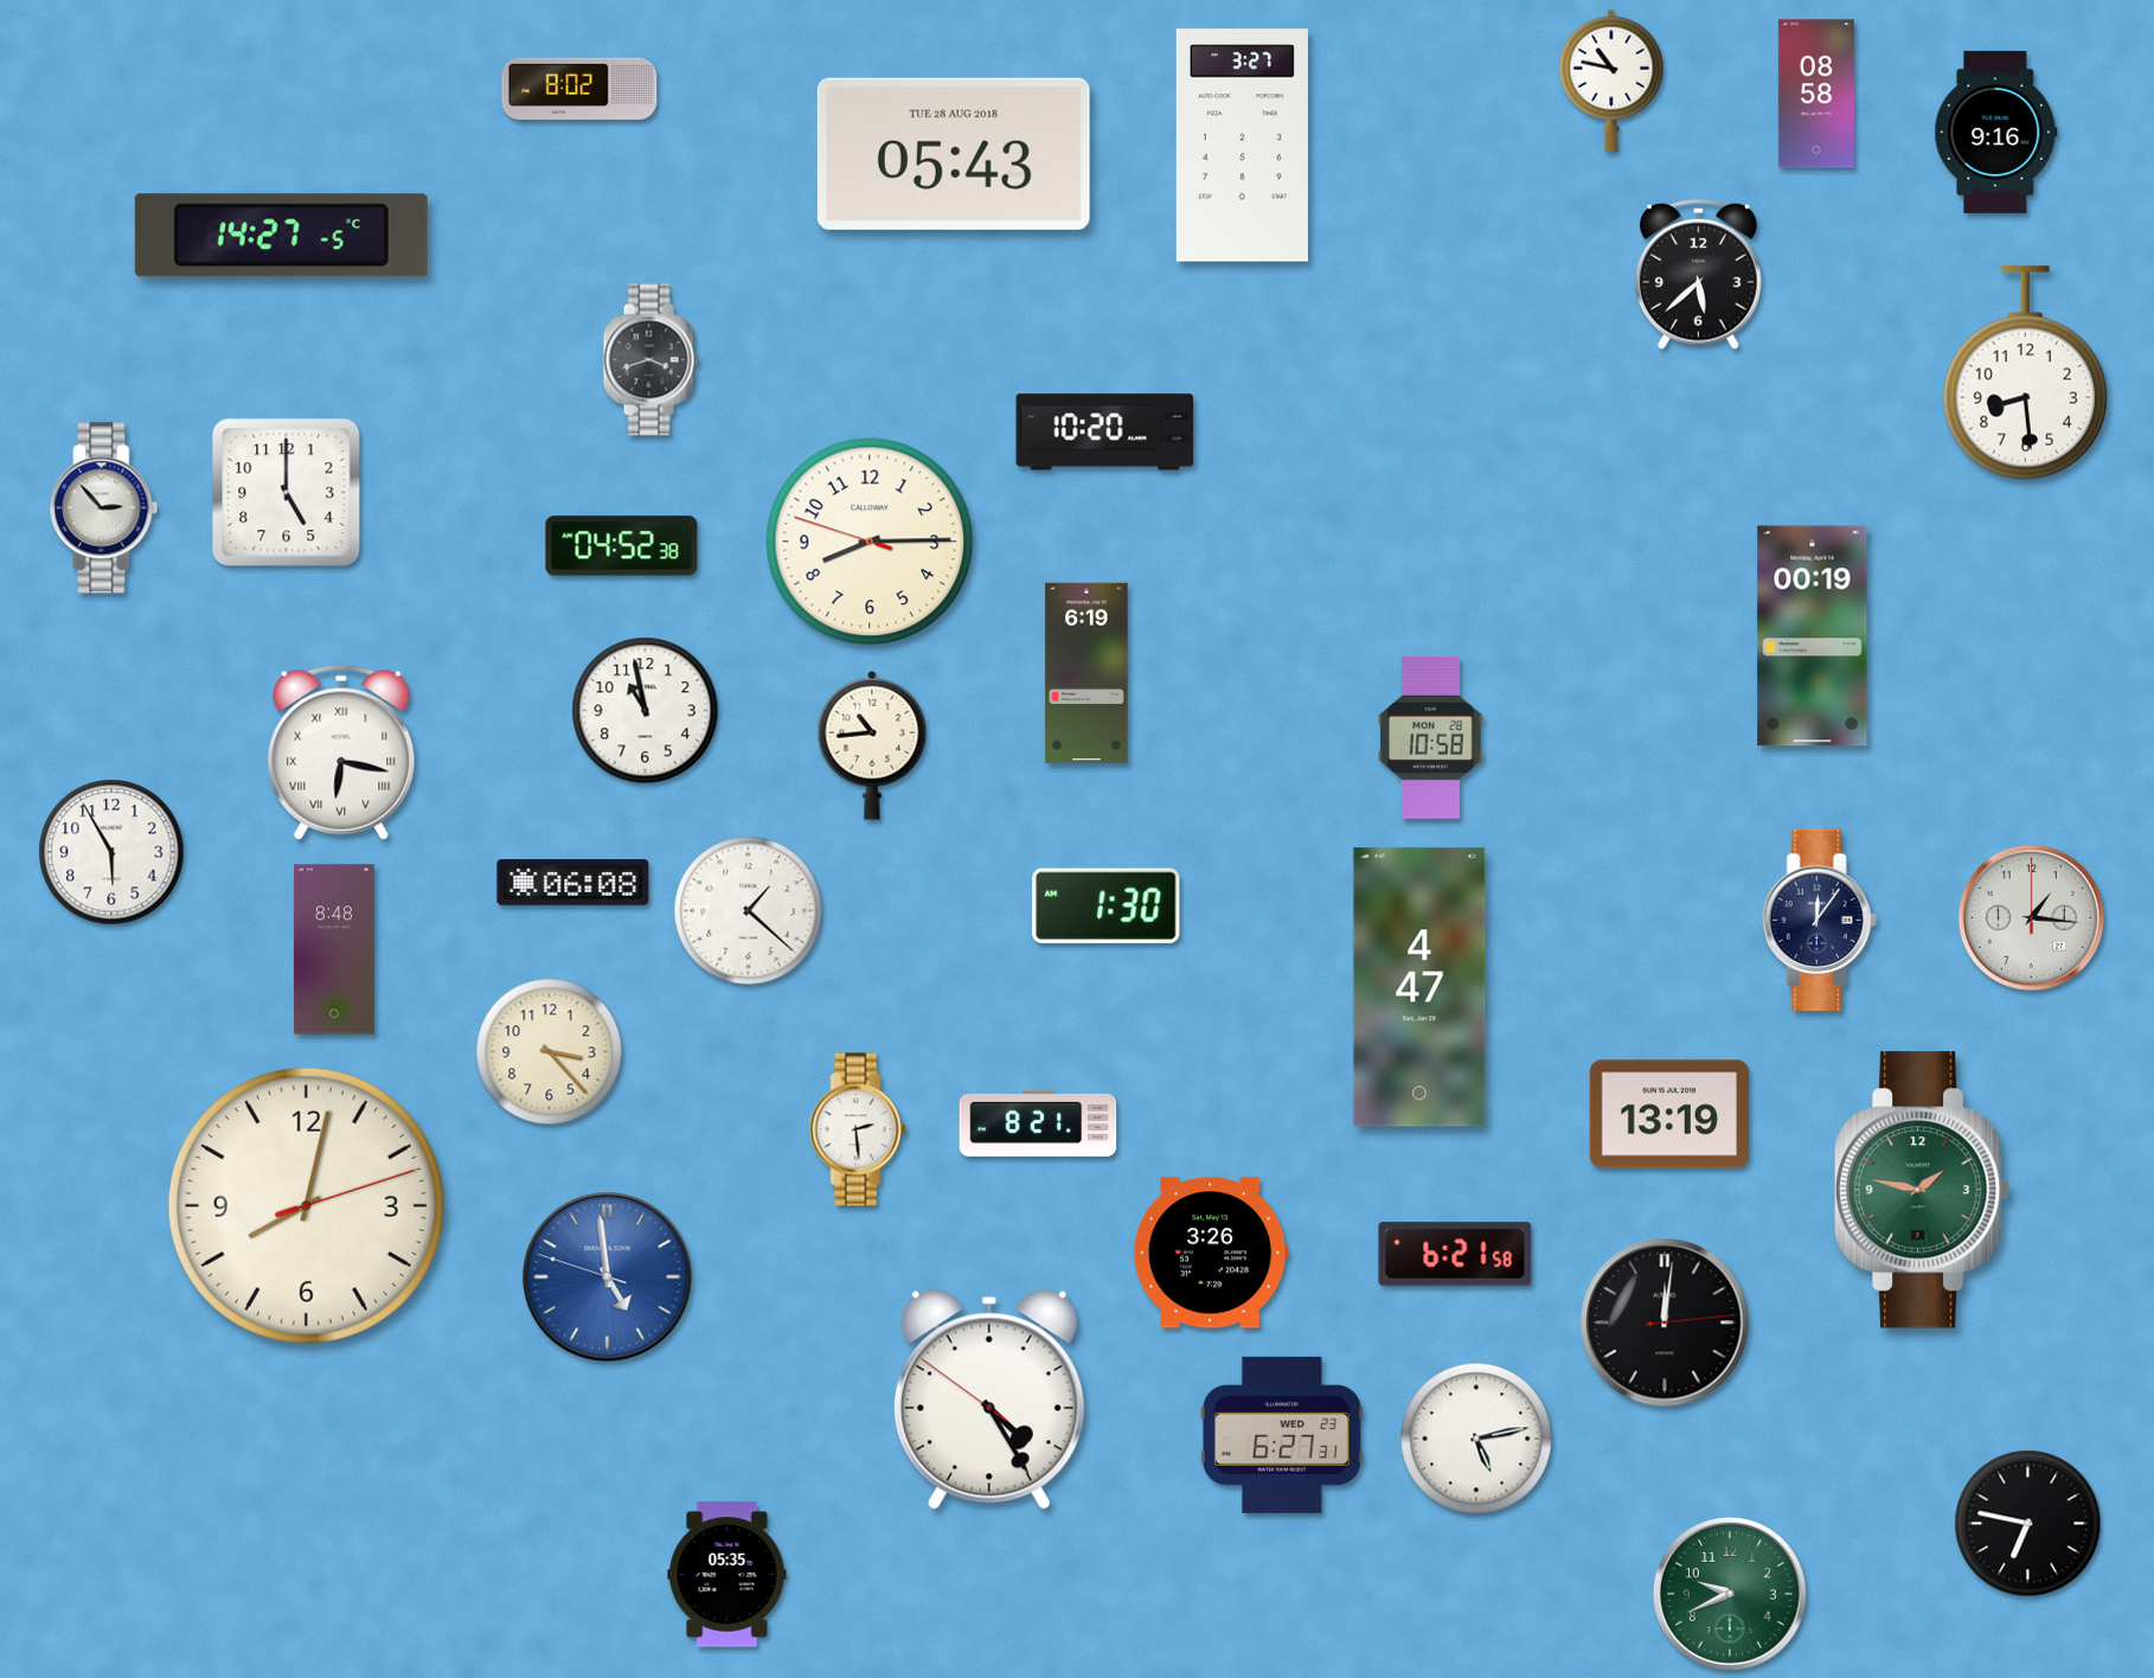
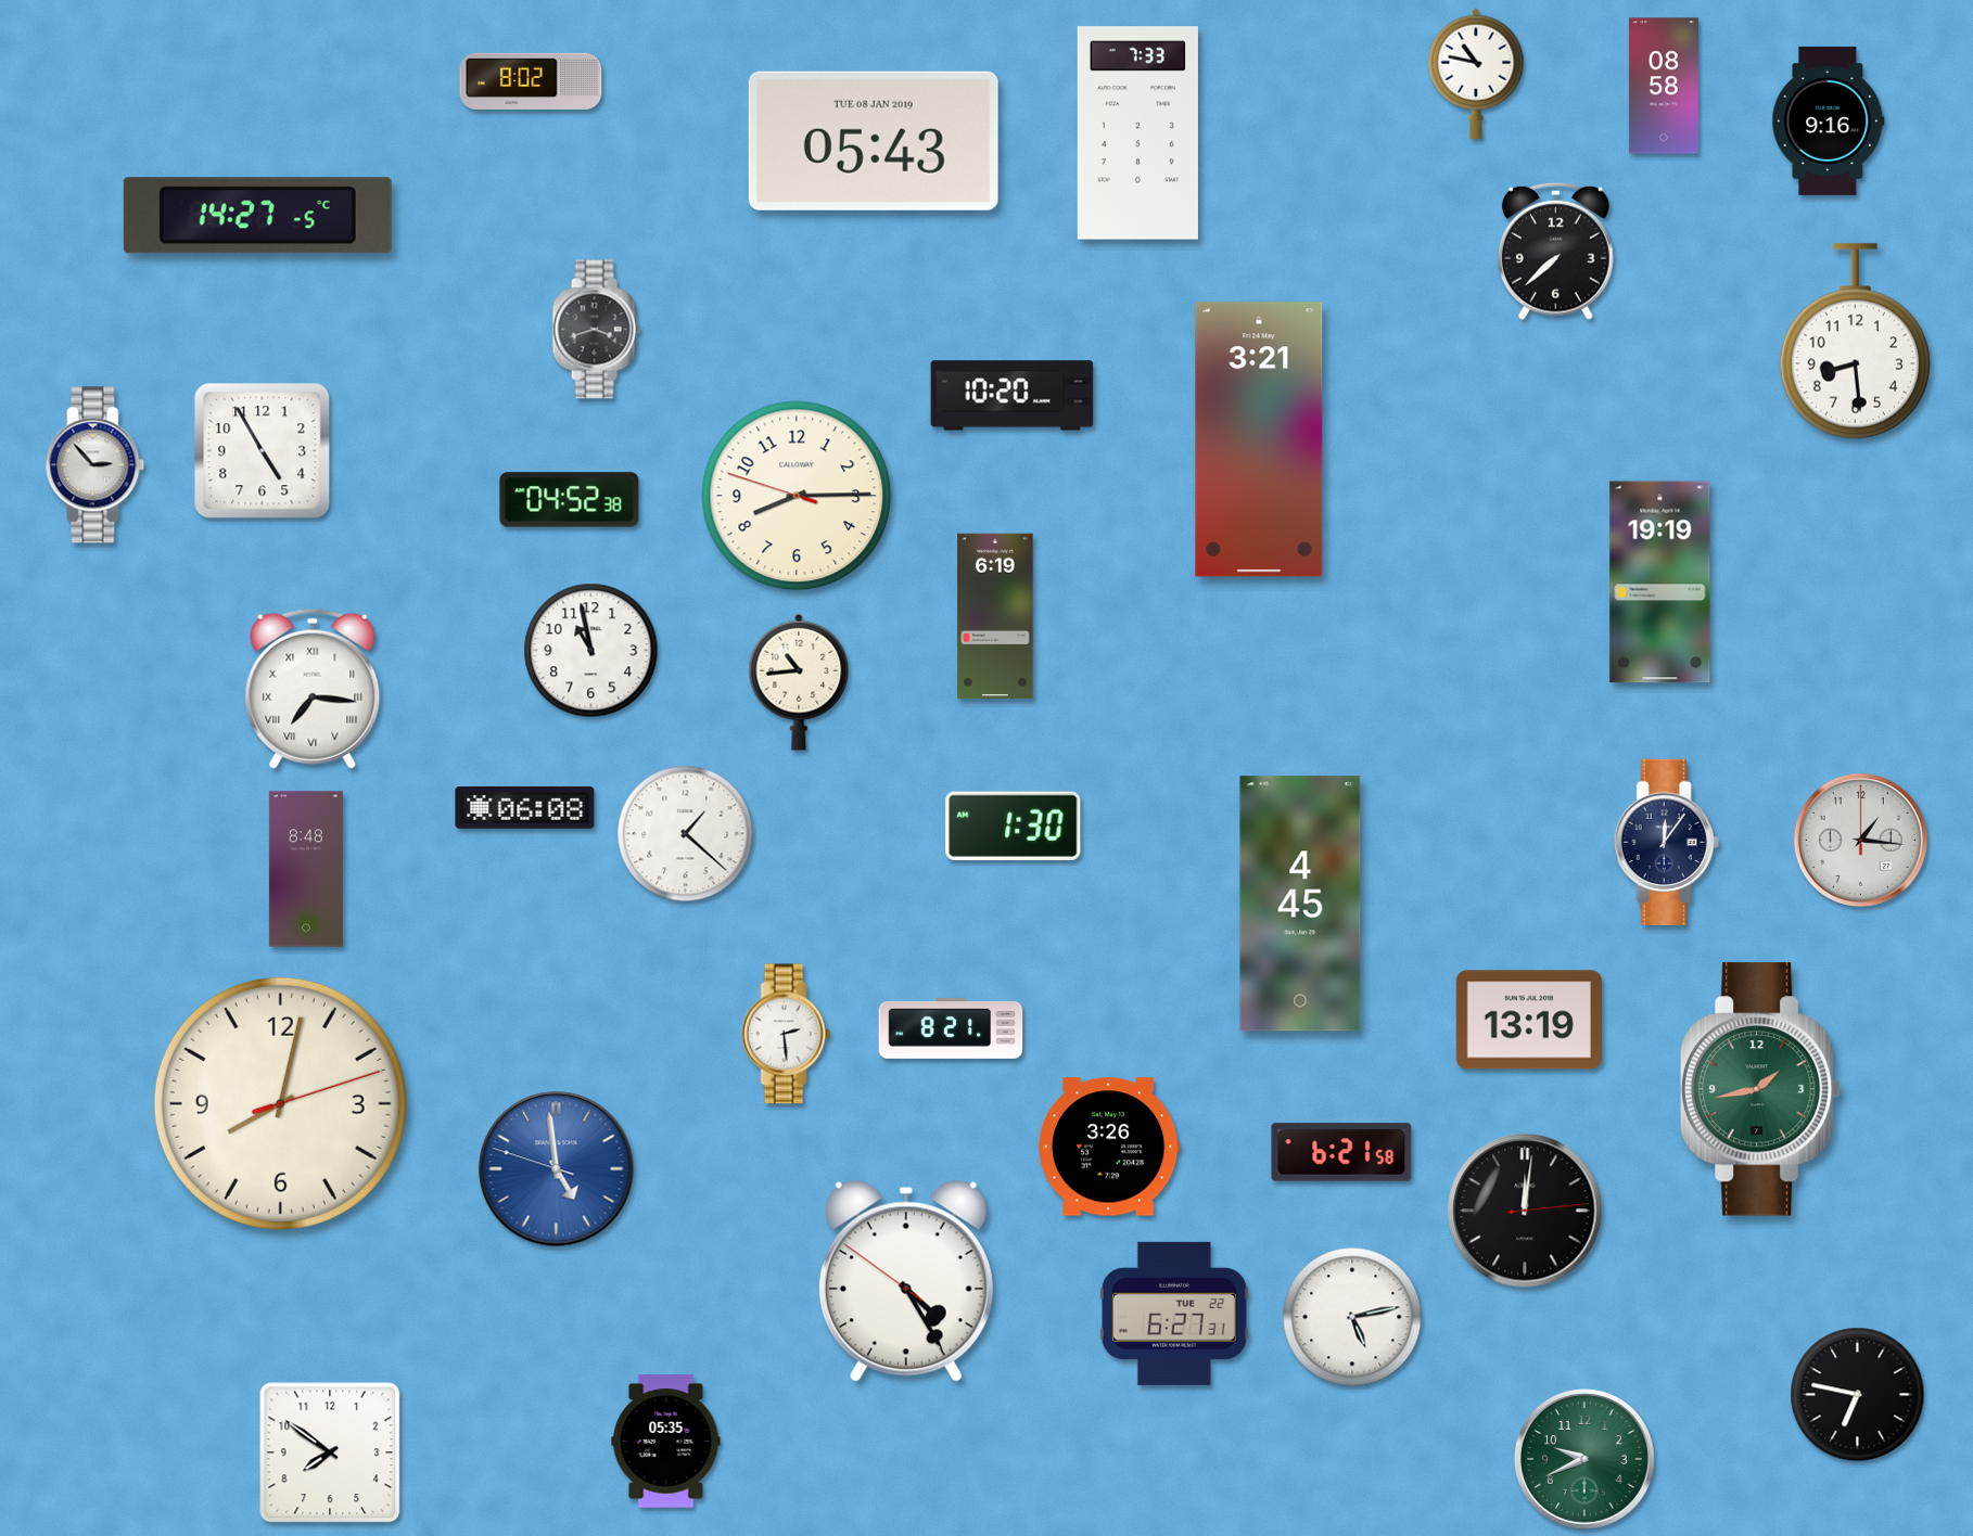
clock at (1242, 146): 3:27 -> 7:33
clock at (954, 154) date: TUE 28 AUG 2018 -> TUE 08 JAN 2019
clock at (1698, 274): 5:38 -> 7:38
clock at (1259, 439): none -> 3:21
clock at (287, 493): 5:00 -> 4:55
clock at (1813, 636): 00:19 -> 19:19
clock at (1431, 737): 10:58 -> none
clock at (341, 752): 6:17 -> 7:16
clock at (111, 852): 5:55 -> none
clock at (1107, 905) position: (1107, 905) -> (1014, 825)
clock at (1419, 987): 4:47 -> 4:45
clock at (550, 1052): 3:23 -> none
clock at (1922, 1190): 1:47 -> 1:43
clock at (1455, 1254) position: (1455, 1254) -> (1341, 1152)
clock at (1282, 1435) date: WED 23 -> TUE 22
clock at (330, 1452): none -> 7:51
